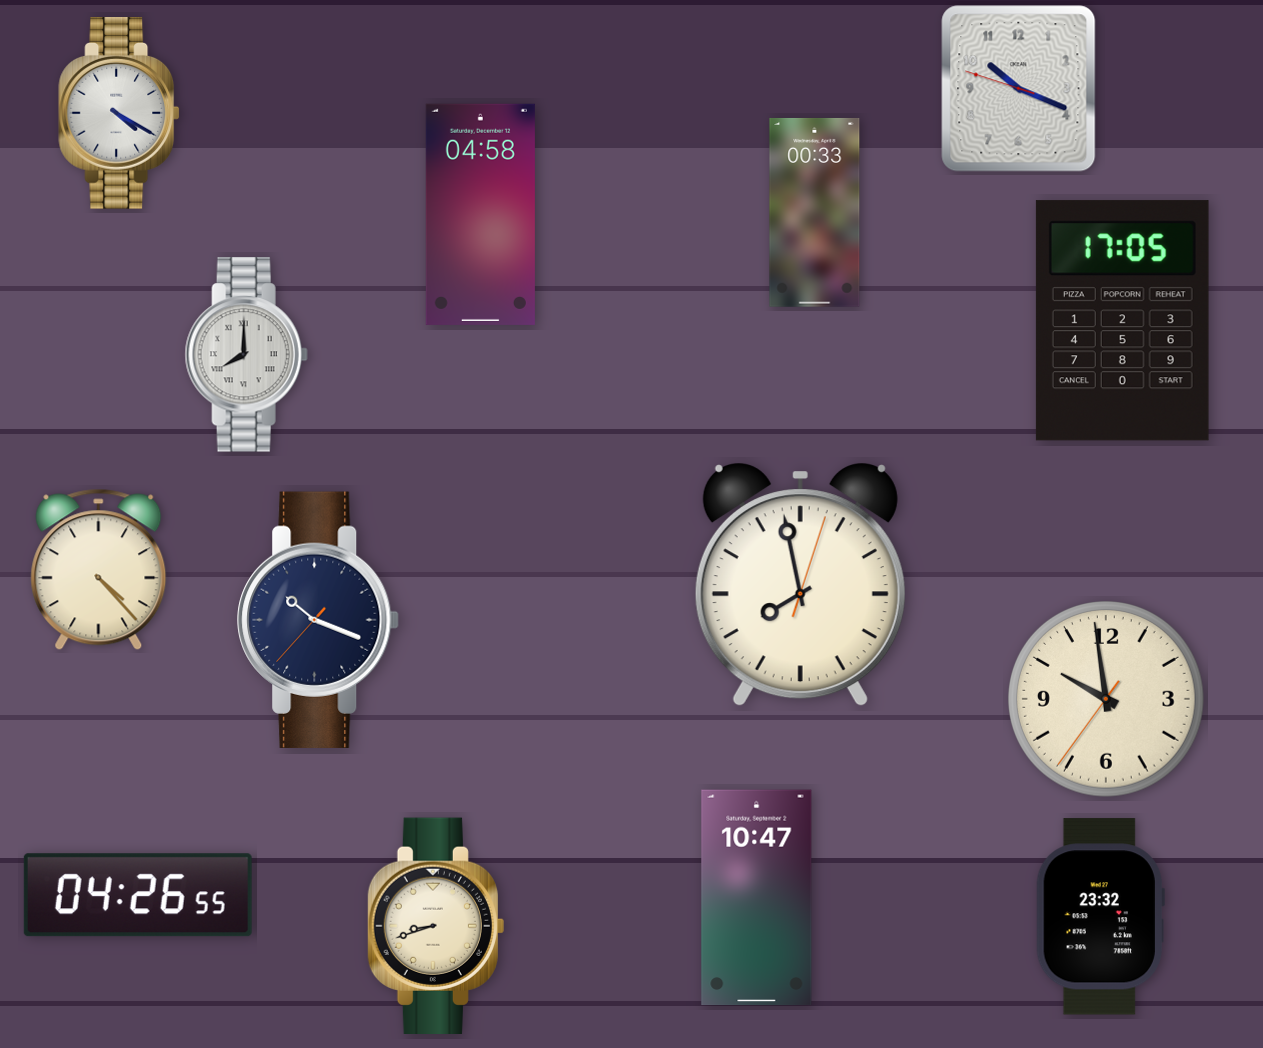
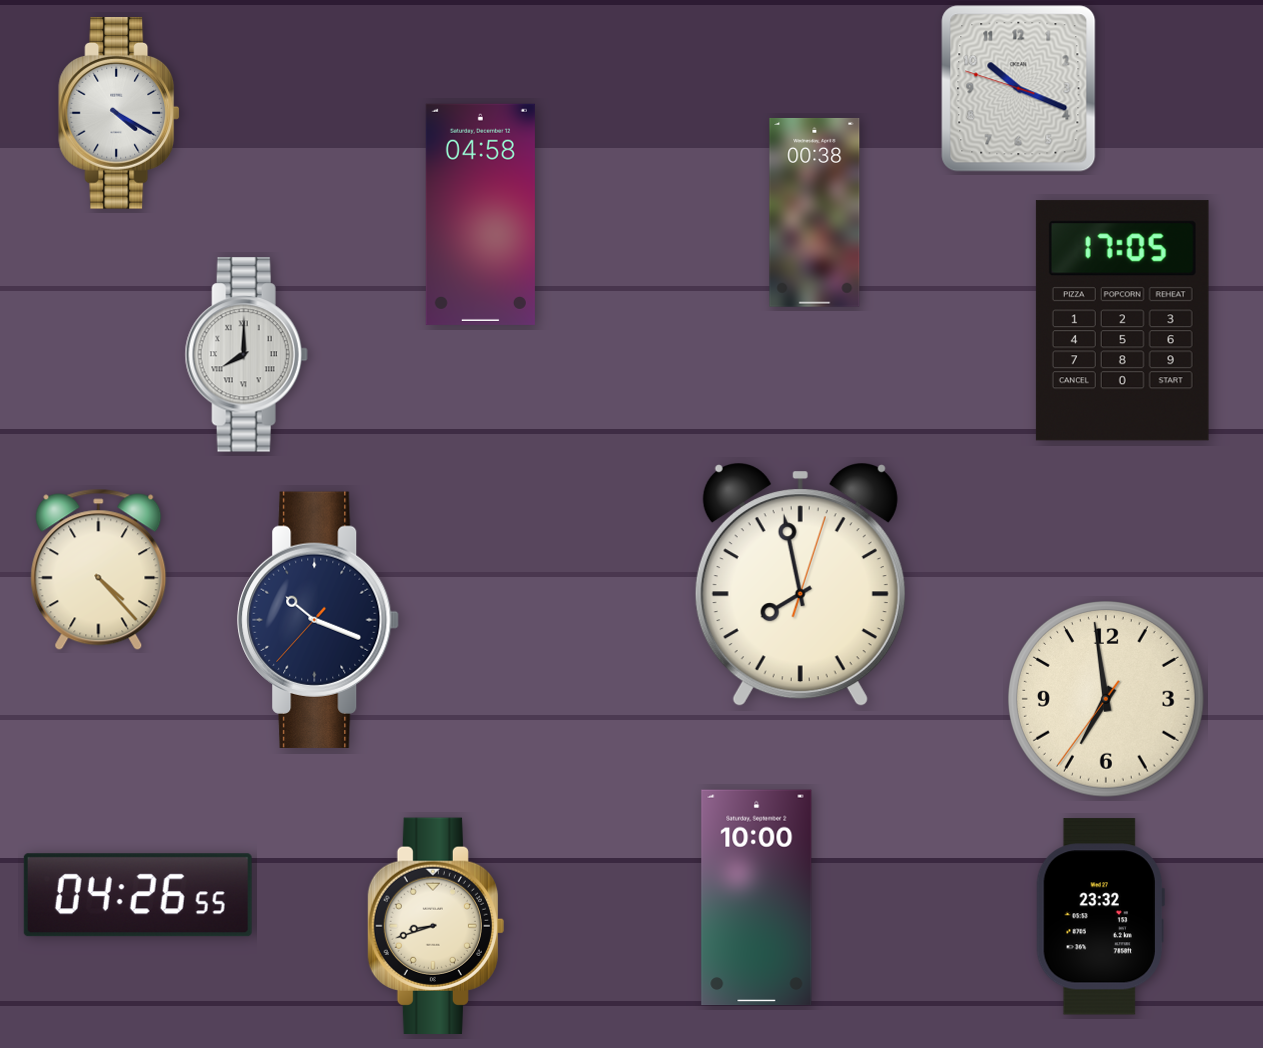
clock at (815, 212): 00:33 -> 00:38
clock at (1107, 700): 9:58 -> 6:58
clock at (757, 898): 10:47 -> 10:00
